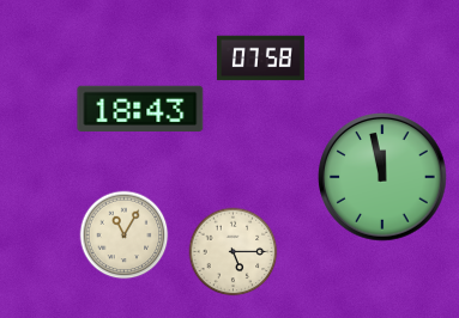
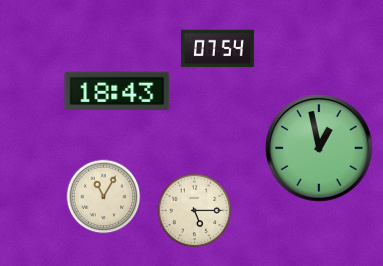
clock at (260, 59): 07:58 -> 07:54
clock at (382, 177): 11:58 -> 12:58
